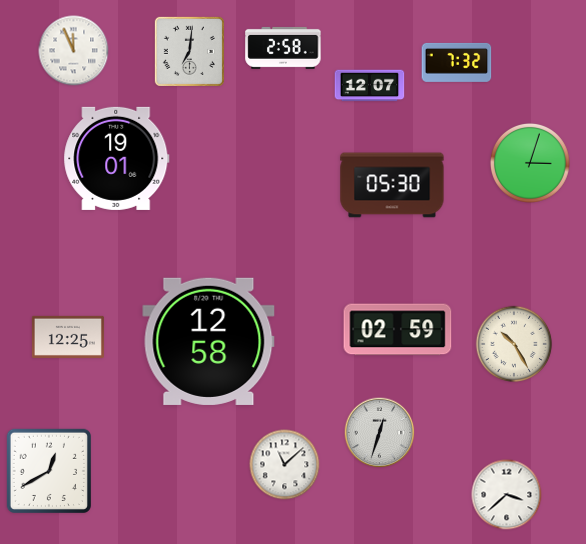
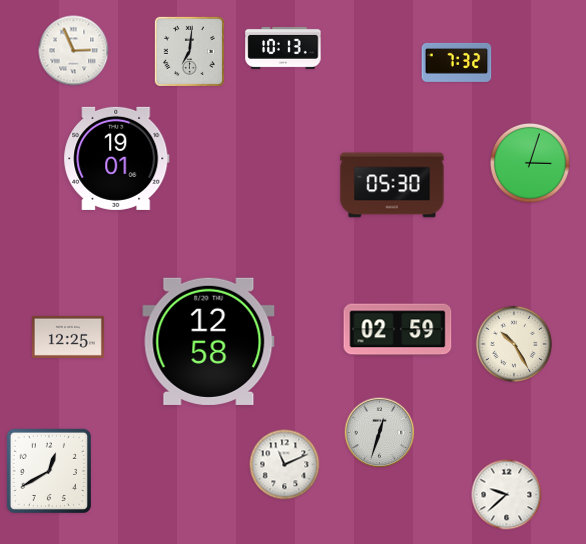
clock at (283, 48): 2:58 -> 10:13
clock at (74, 51): 11:56 -> 2:56
clock at (370, 86): 12:07 -> none
clock at (285, 465): 11:08 -> 11:11
clock at (507, 495): 3:38 -> 9:38
